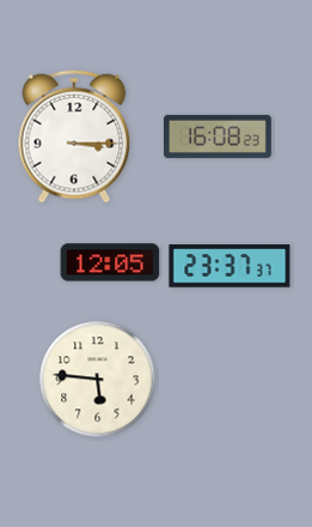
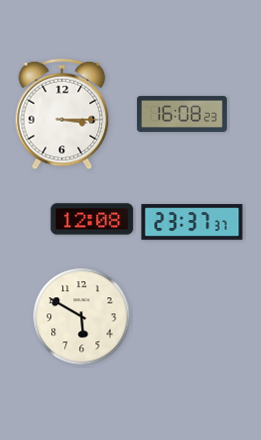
clock at (110, 262): 12:05 -> 12:08
clock at (98, 380): 5:46 -> 5:50
